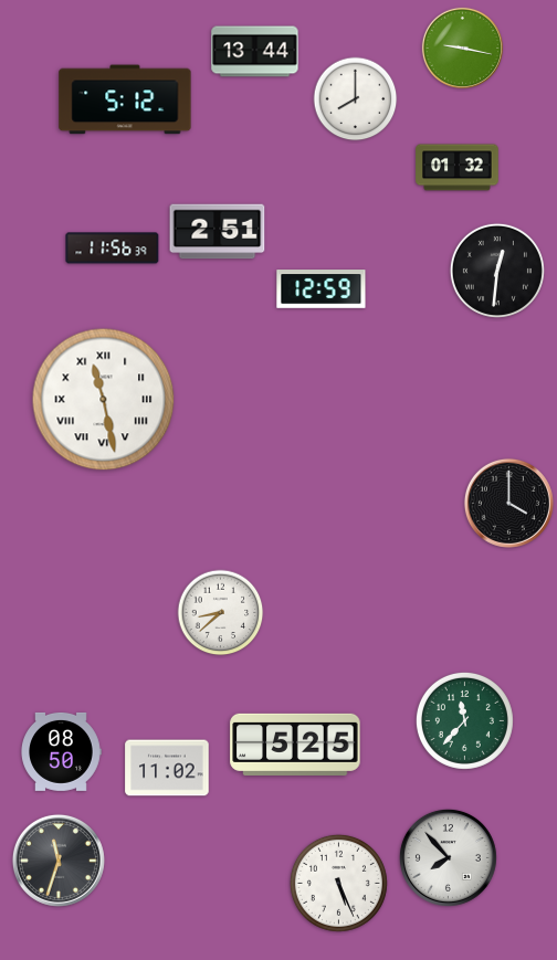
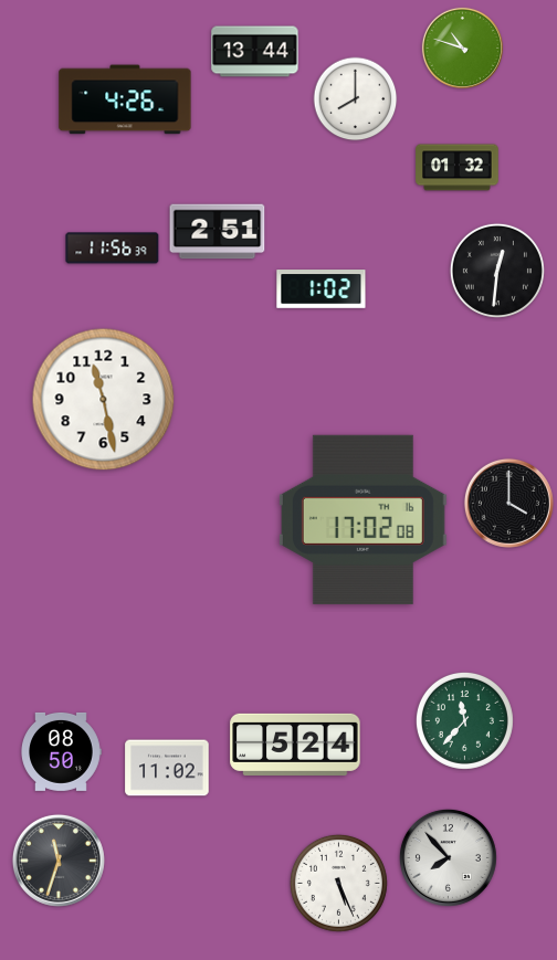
clock at (462, 48): 9:17 -> 10:48
clock at (125, 99): 5:12 -> 4:26
clock at (322, 289): 12:59 -> 1:02
clock at (104, 400) numerals: Roman -> Arabic
clock at (362, 519): none -> 17:02
clock at (221, 613): 8:38 -> none
clock at (295, 745): 5:25 -> 5:24
